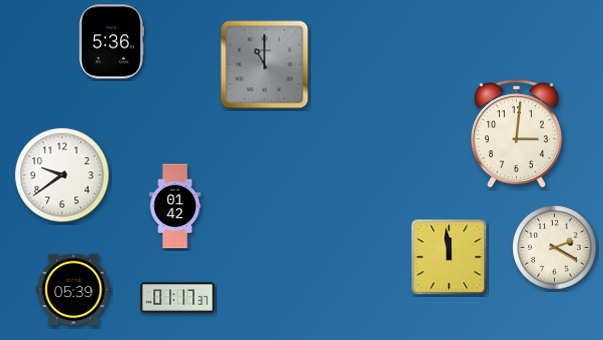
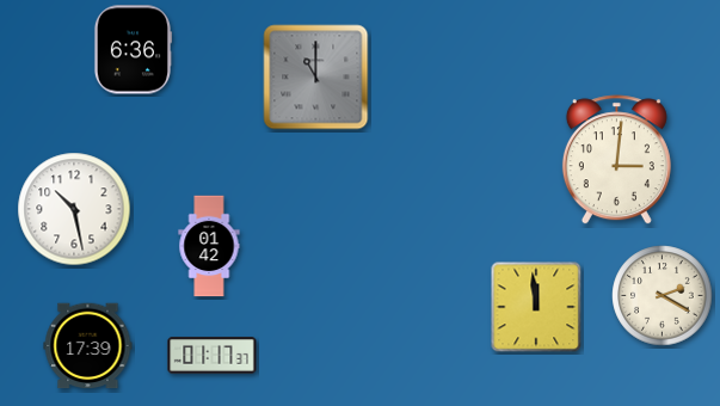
clock at (110, 42): 5:36 -> 6:36
clock at (62, 175): 9:39 -> 10:28
clock at (74, 290): 05:39 -> 17:39
